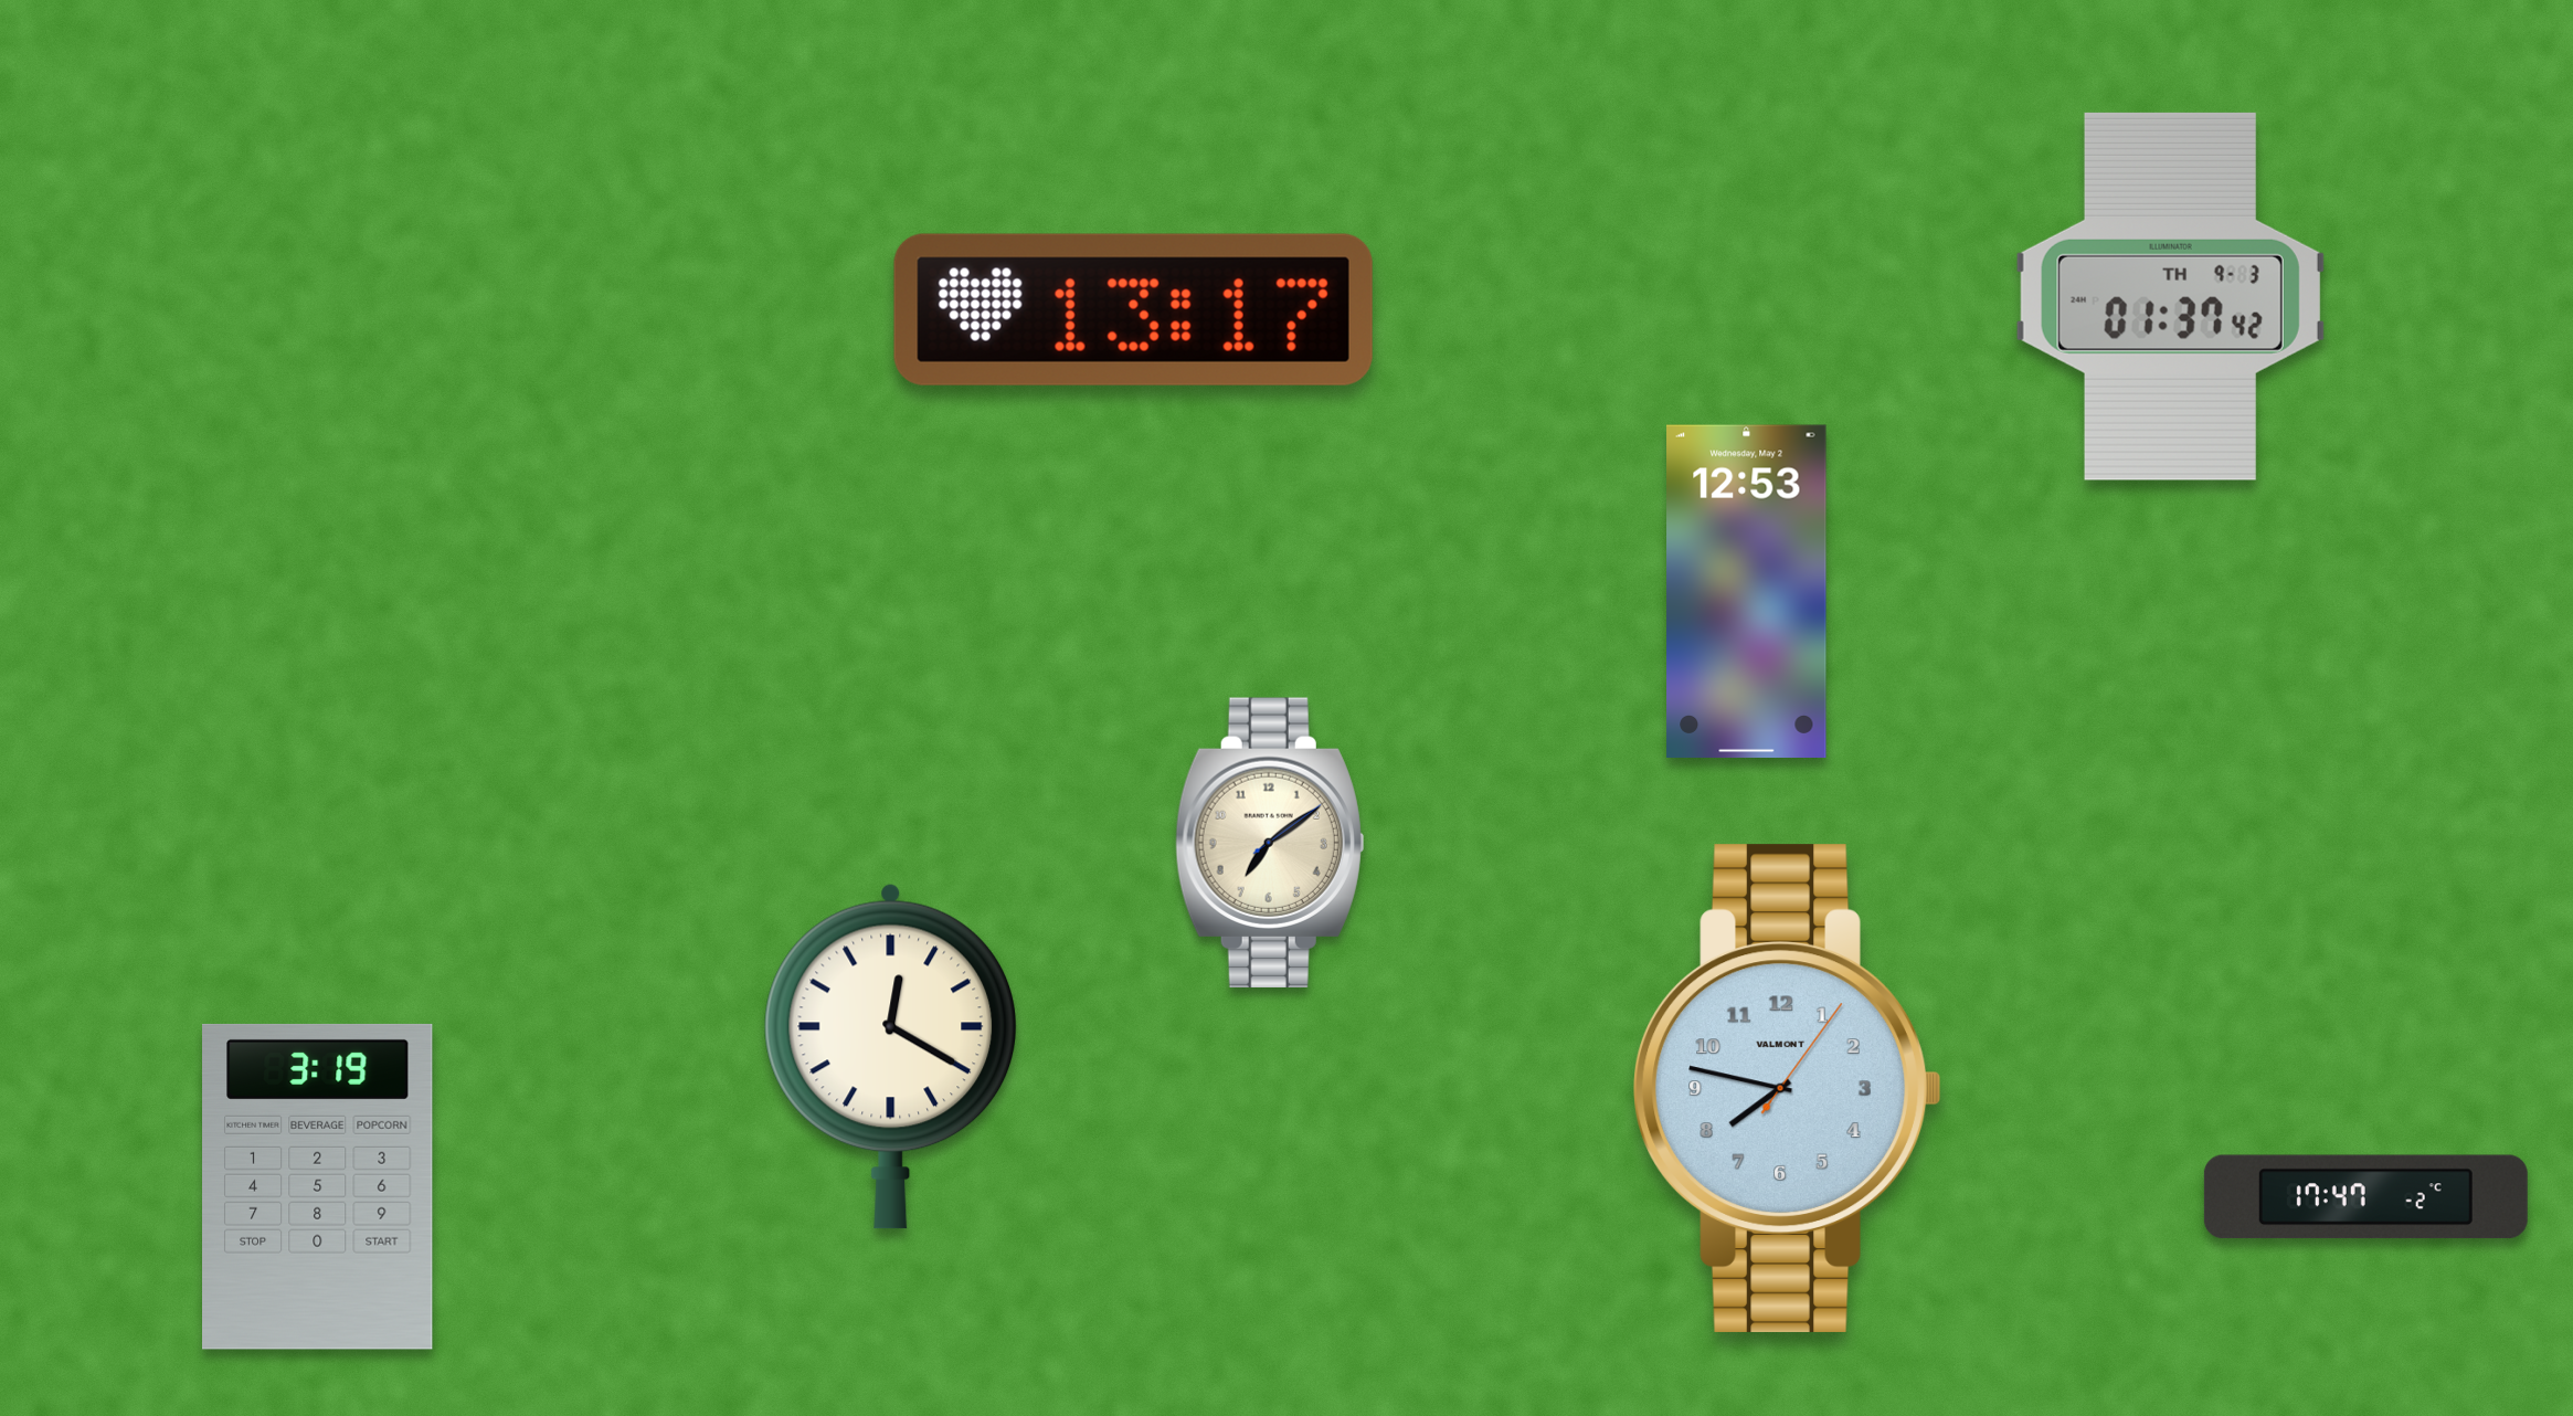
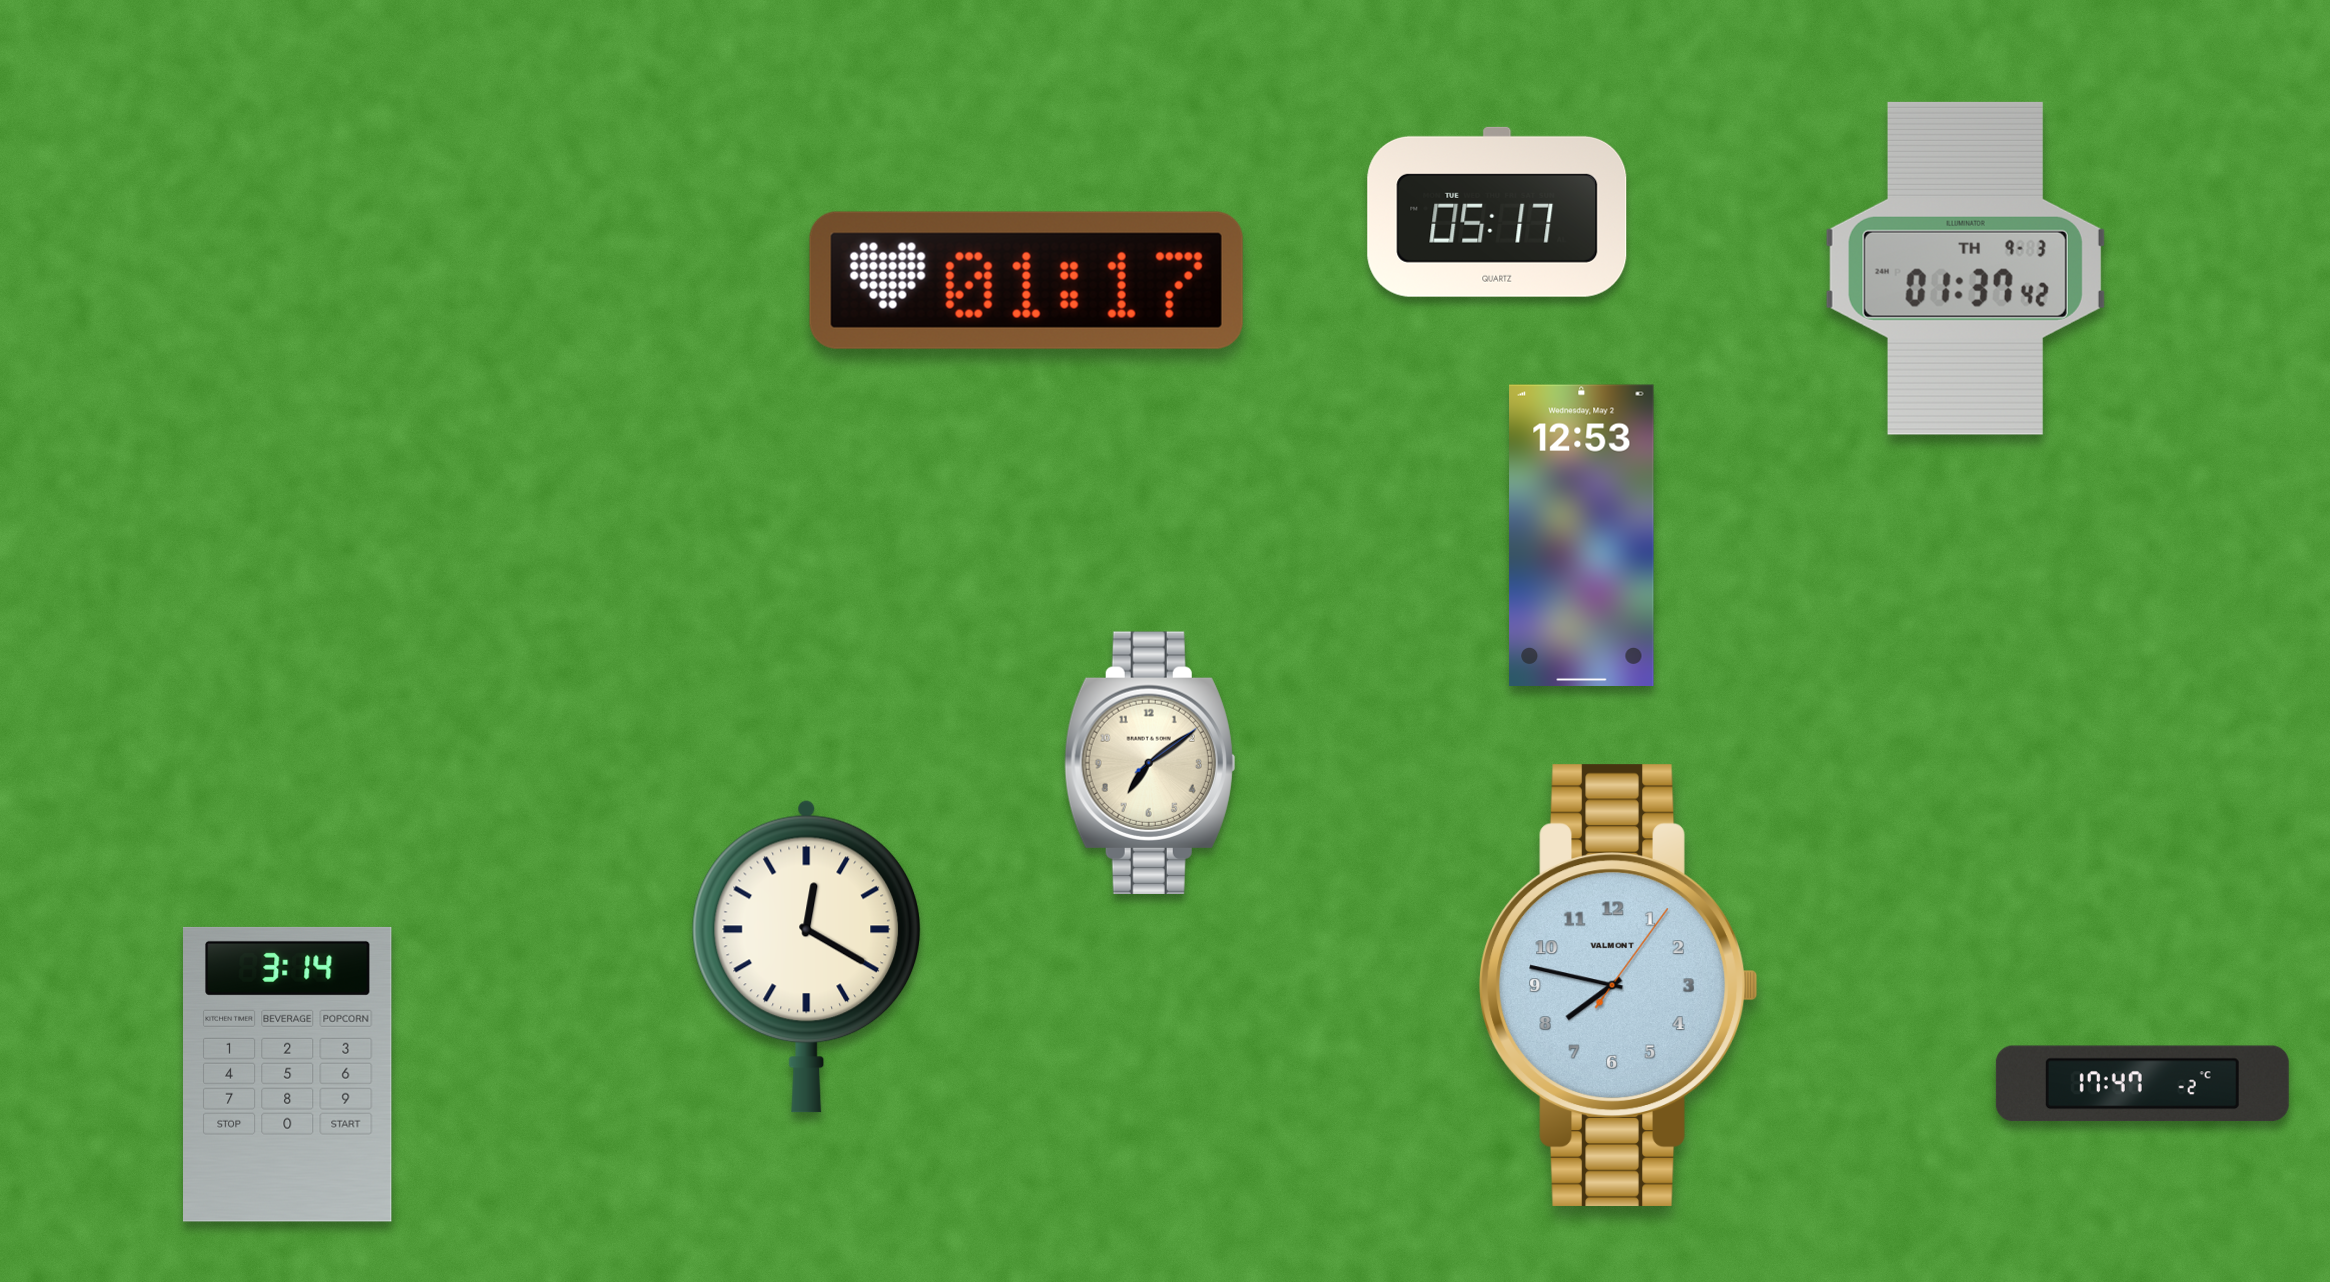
clock at (1497, 212): none -> 05:17
clock at (1133, 309): 13:17 -> 01:17
clock at (318, 1186): 3:19 -> 3:14
